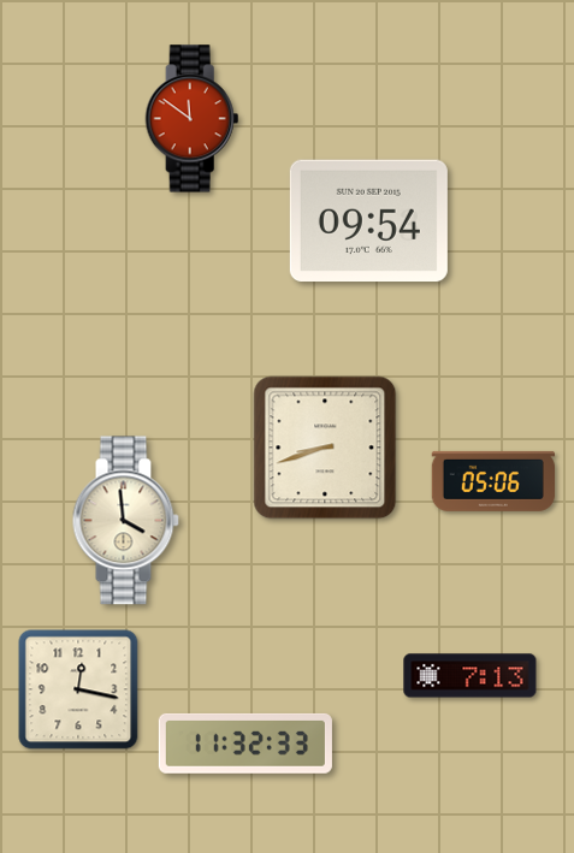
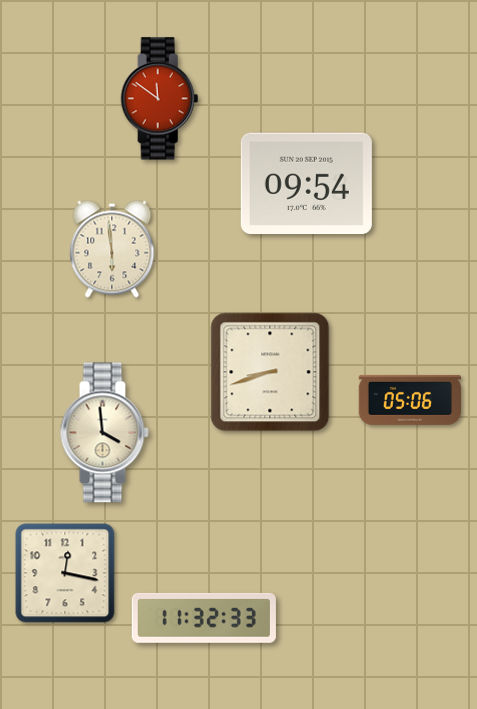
clock at (112, 249): none -> 5:59
clock at (471, 676): 7:13 -> none
